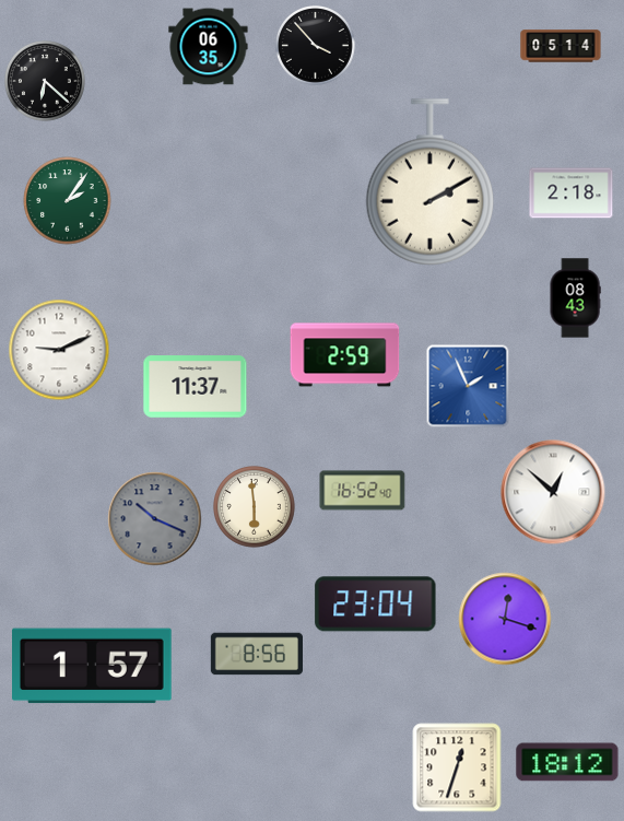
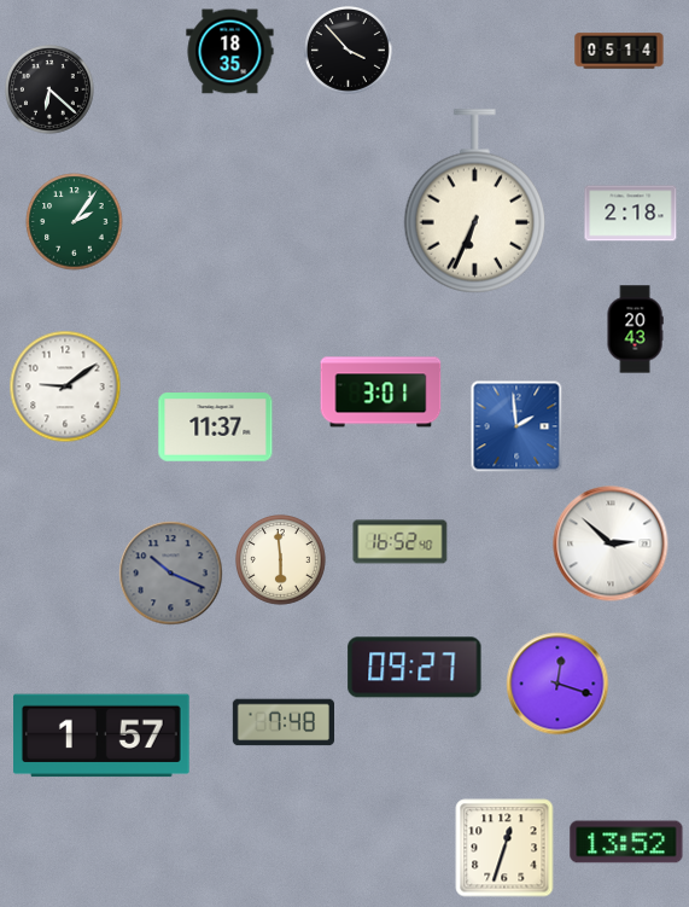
clock at (209, 47): 06:35 -> 18:35
clock at (431, 183): 2:10 -> 6:34
clock at (575, 298): 08:43 -> 20:43
clock at (59, 350): 9:11 -> 9:09
clock at (345, 355): 2:59 -> 3:01
clock at (468, 386): 1:56 -> 1:59
clock at (553, 492): 12:52 -> 2:52
clock at (376, 605): 23:04 -> 09:27
clock at (256, 654): 8:56 -> 7:48
clock at (567, 762): 18:12 -> 13:52
